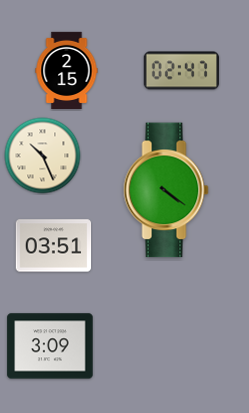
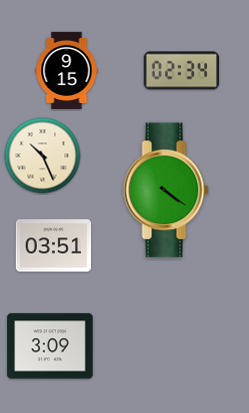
clock at (67, 70): 2:15 -> 9:15
clock at (182, 71): 02:47 -> 02:34
